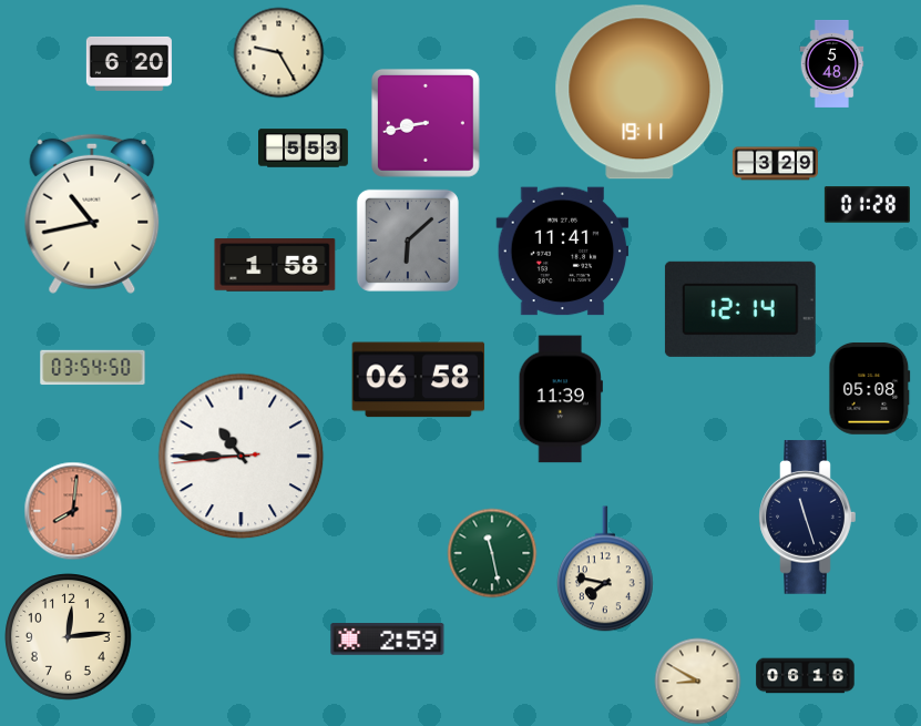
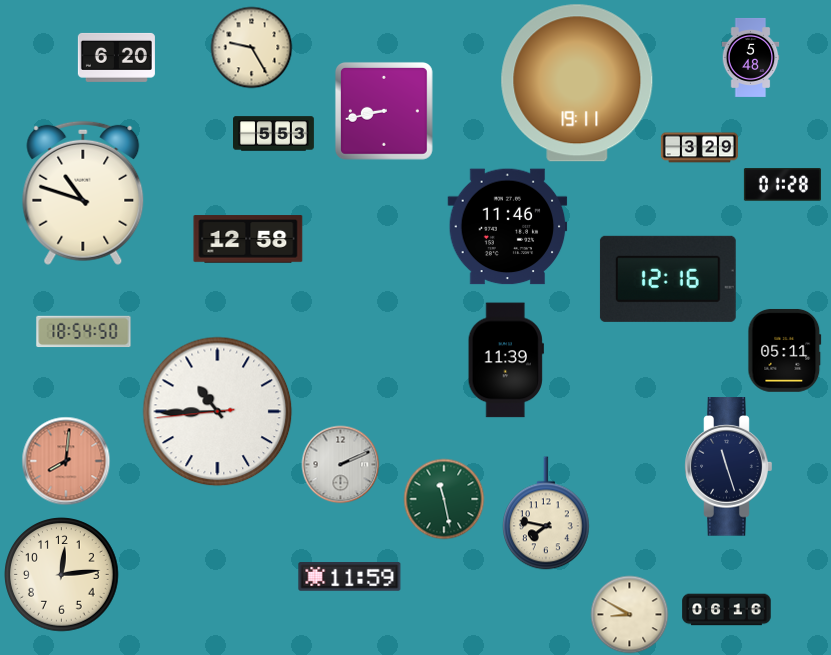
clock at (92, 214): 10:43 -> 10:48
clock at (408, 241): 6:08 -> none
clock at (563, 252): 11:41 -> 11:46
clock at (275, 265): 1:58 -> 12:58
clock at (740, 309): 12:14 -> 12:16
clock at (93, 368): 03:54 -> 18:54
clock at (419, 380): 06:58 -> none
clock at (870, 389): 05:08 -> 05:11
clock at (340, 464): none -> 2:11
clock at (388, 640): 2:59 -> 11:59
